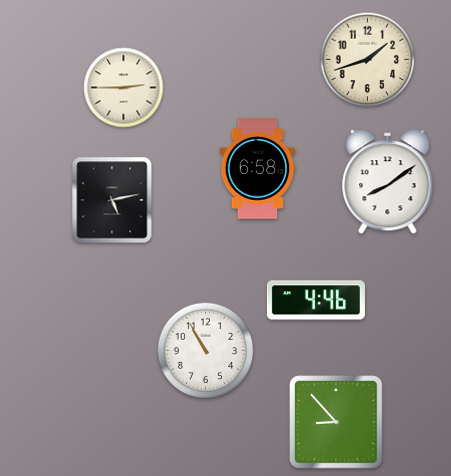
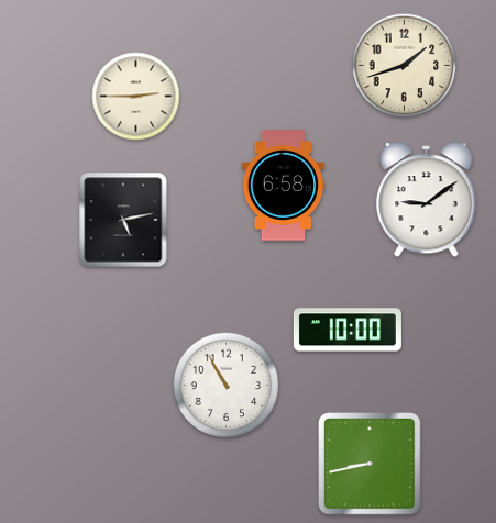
clock at (388, 182): 8:09 -> 9:09
clock at (316, 300): 4:46 -> 10:00
clock at (336, 422): 8:53 -> 8:43
